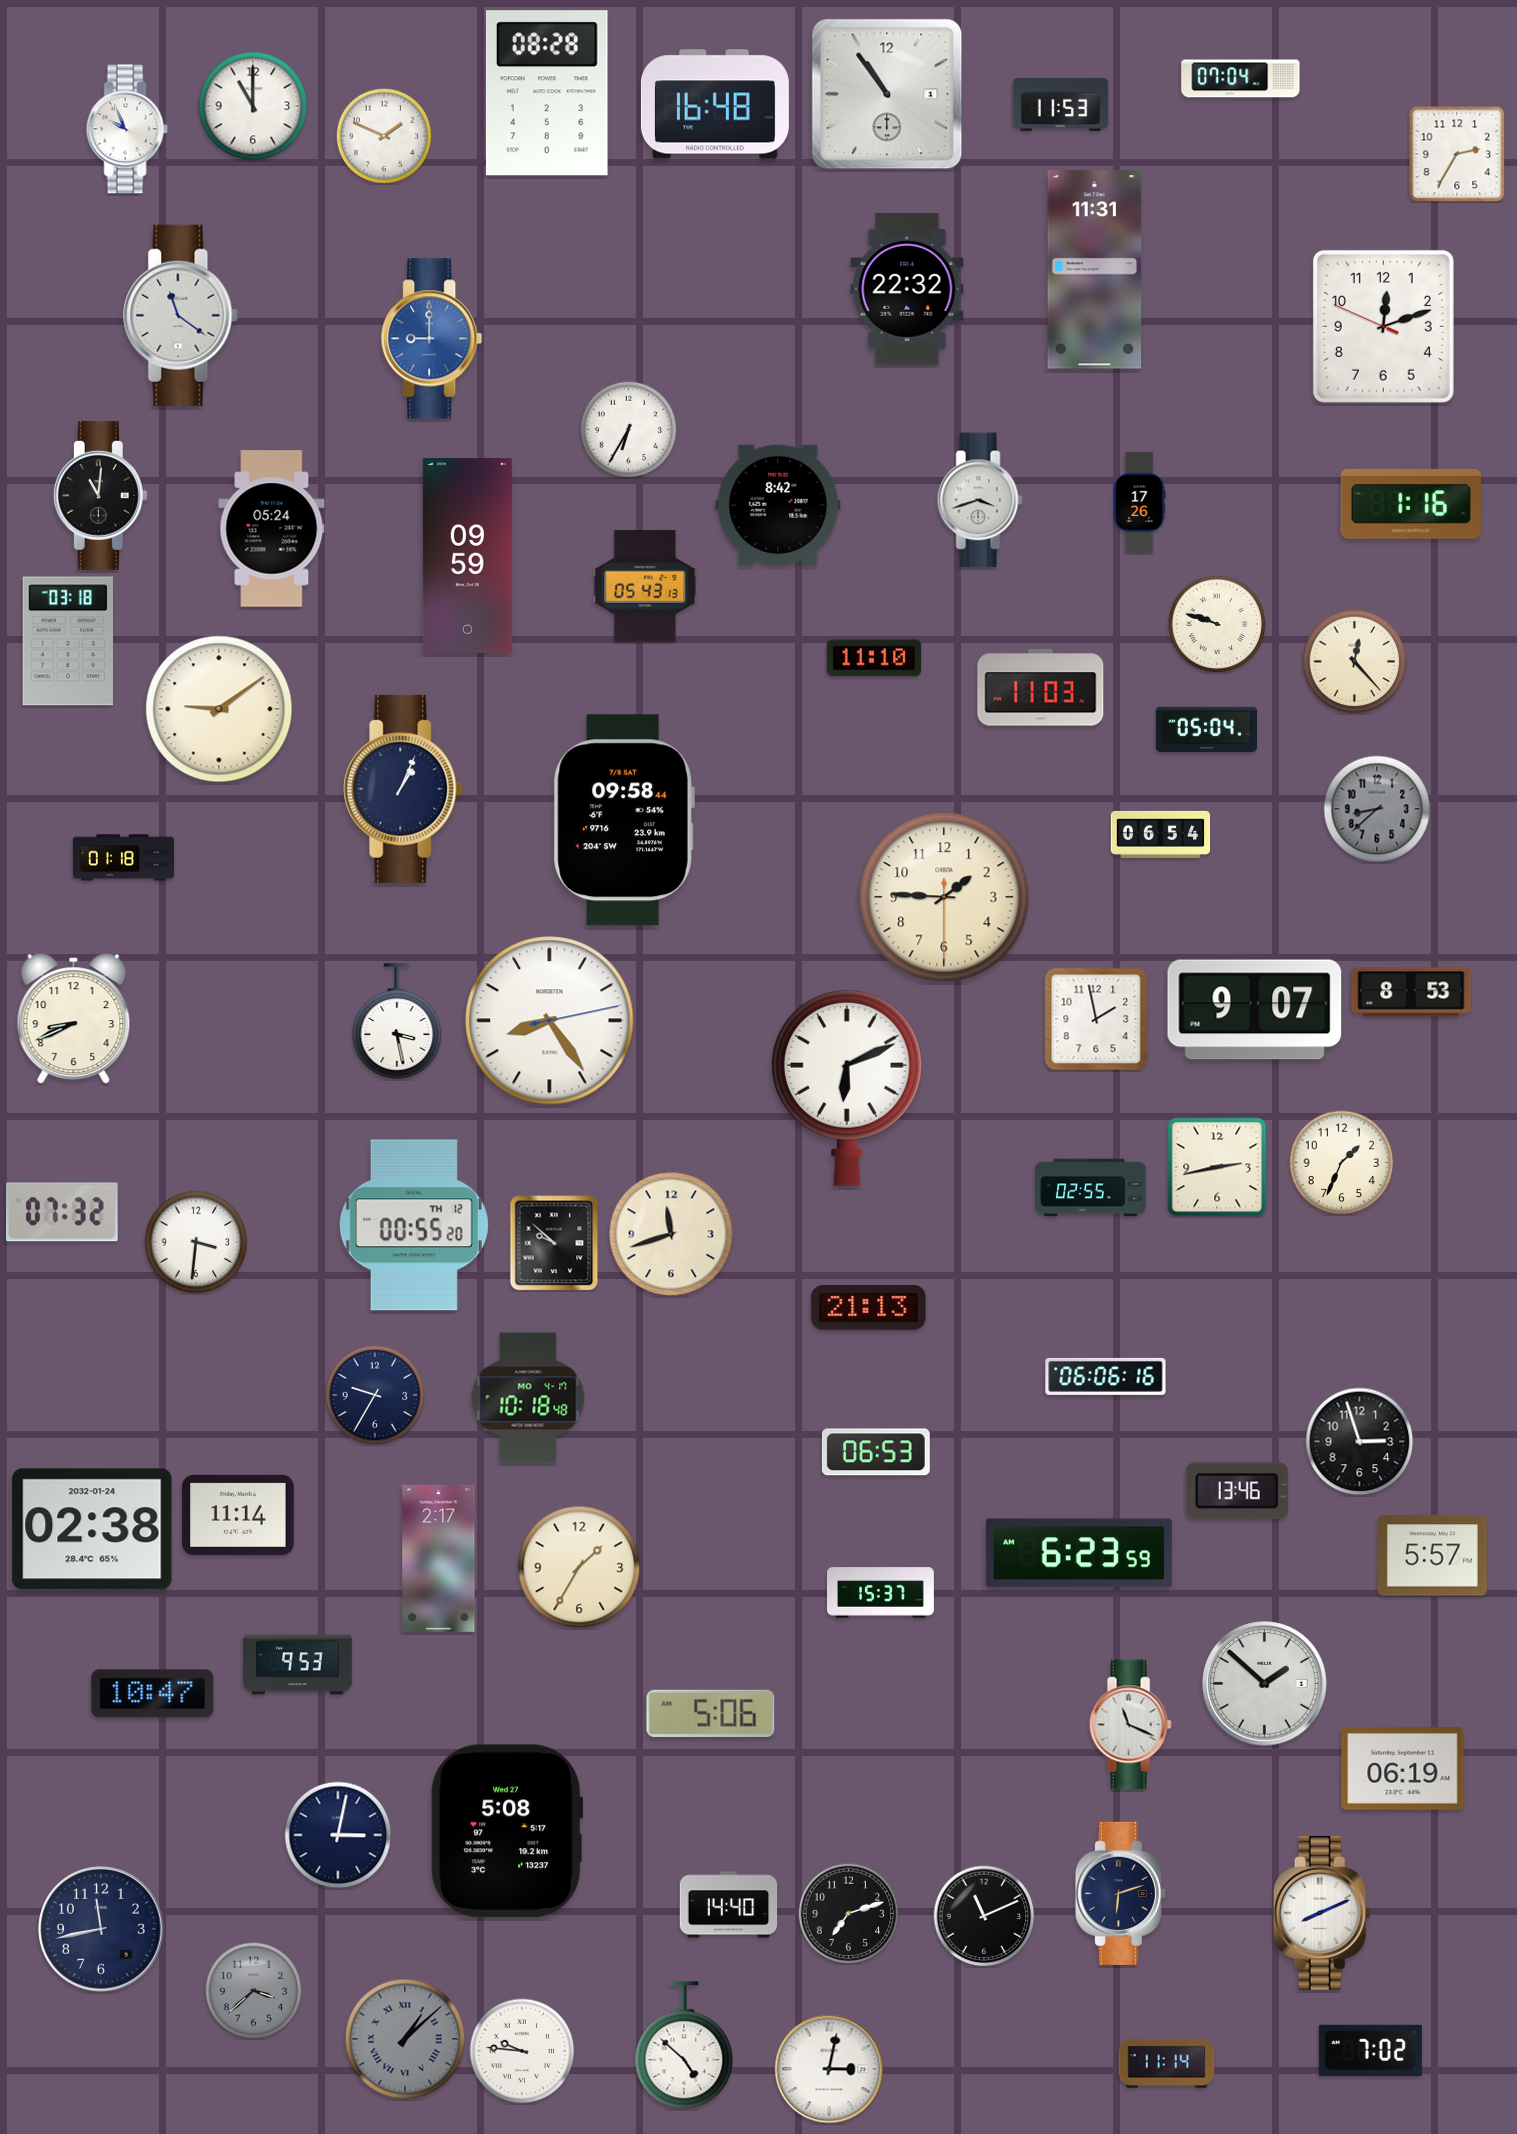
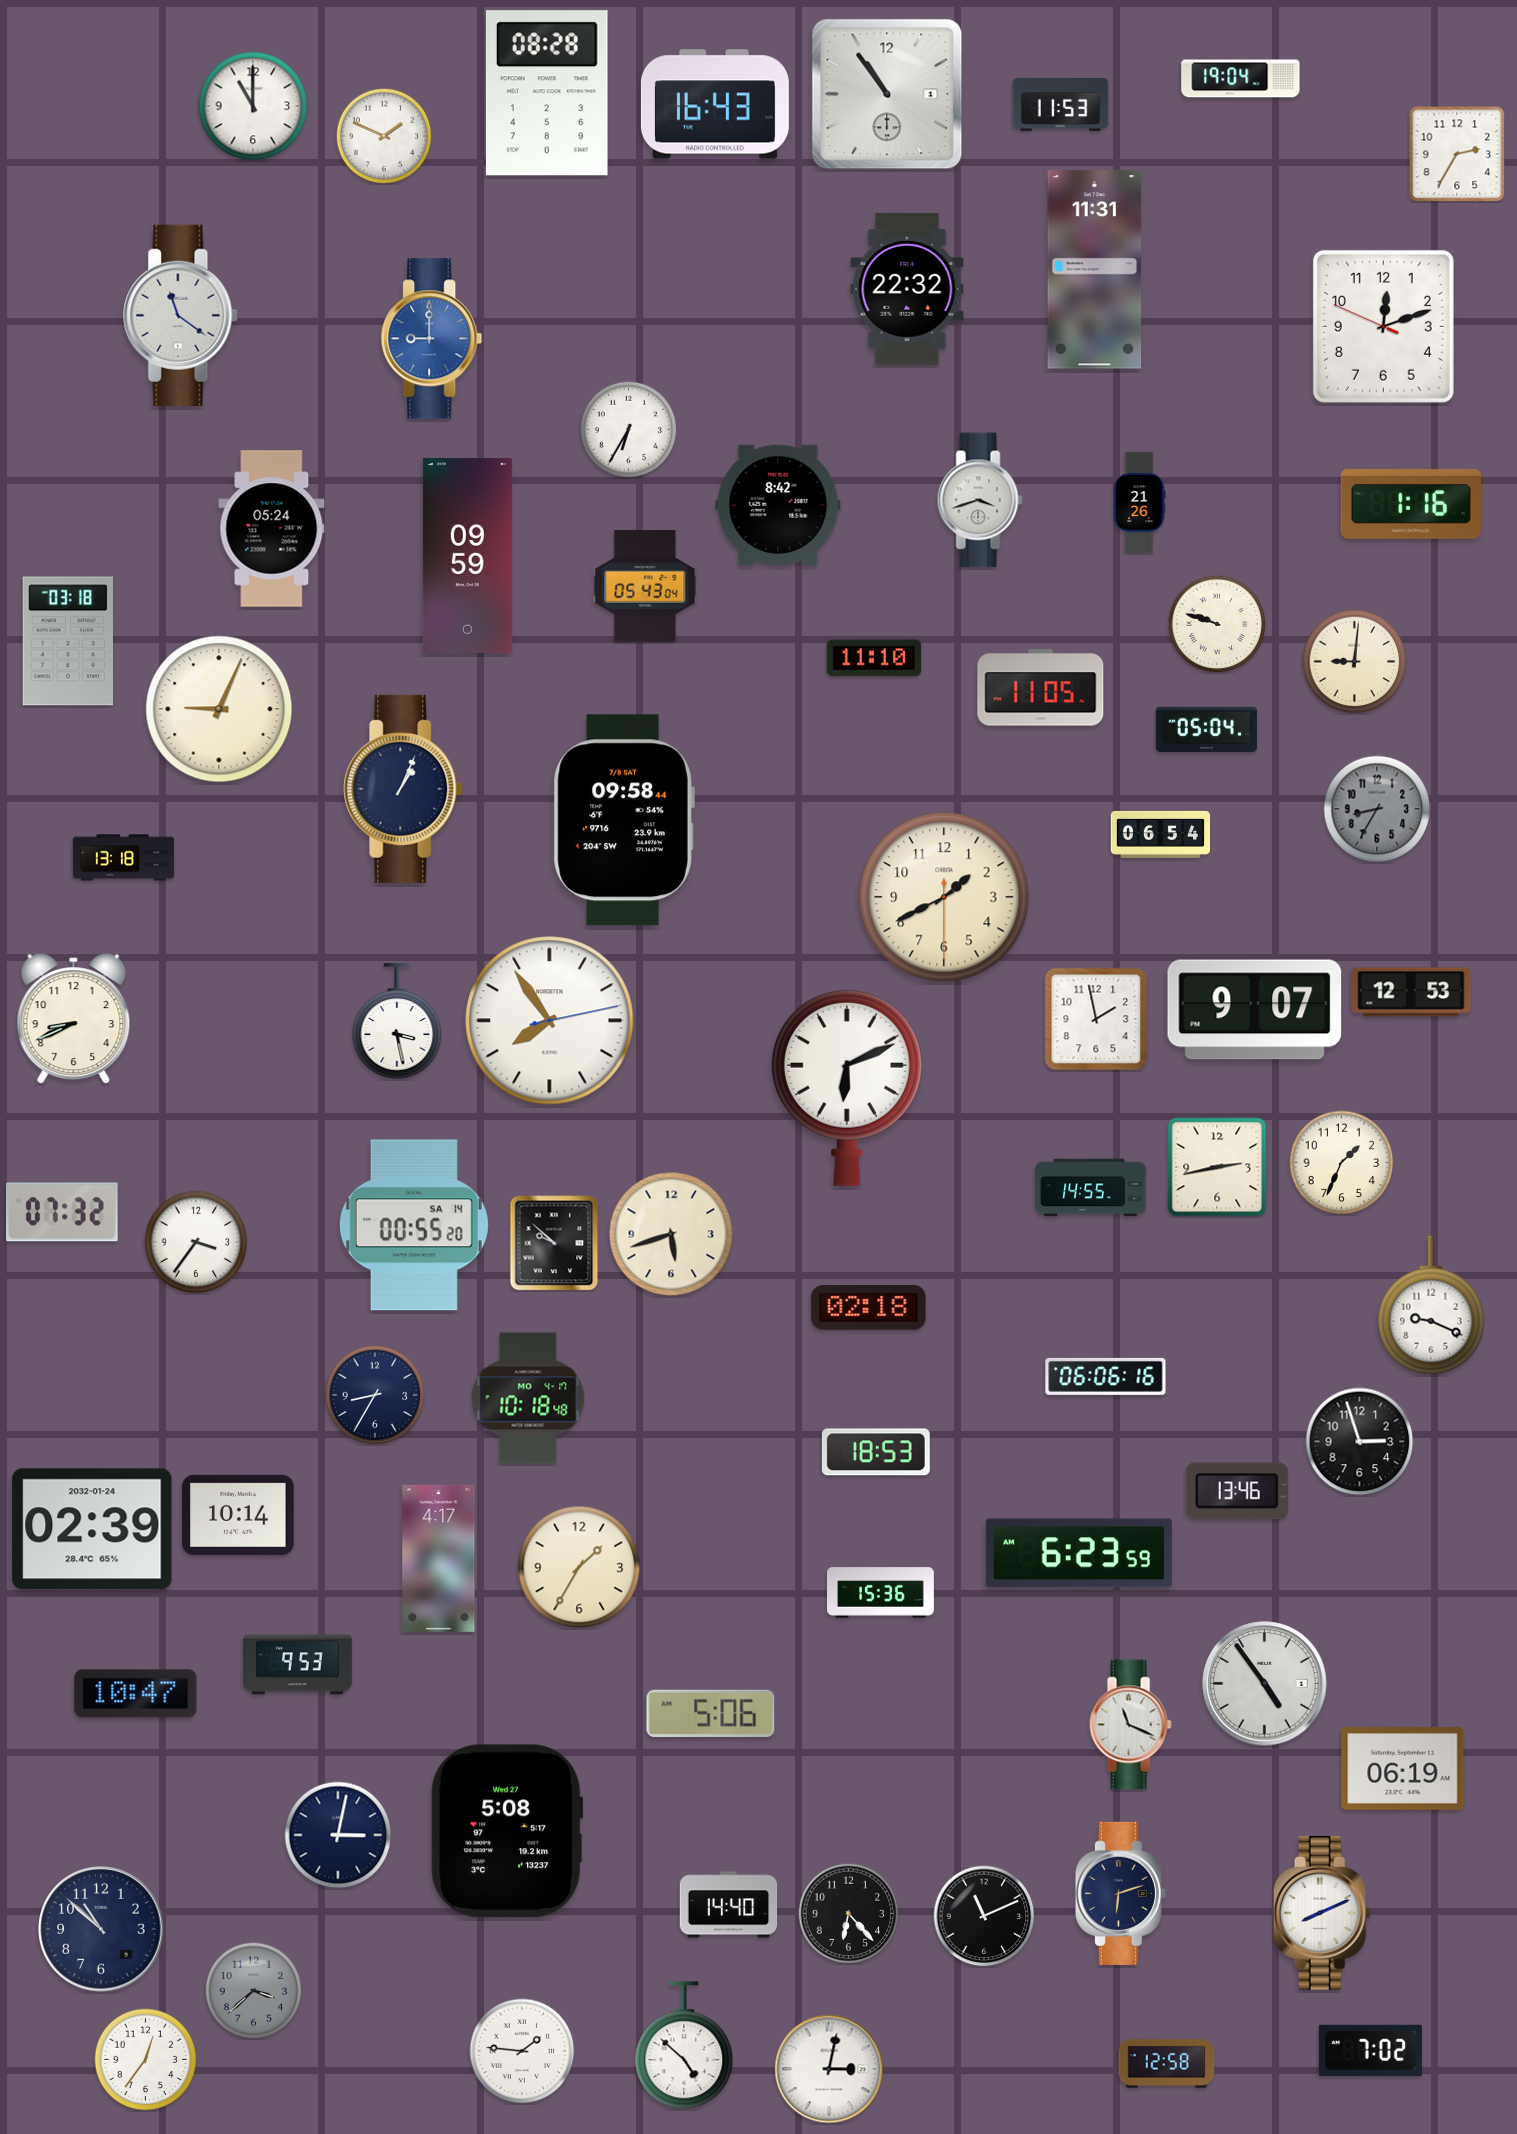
clock at (1241, 79): 07:04 -> 19:04
clock at (715, 104): 16:48 -> 16:43
clock at (127, 129): 9:56 -> none
clock at (100, 495): 11:01 -> none
clock at (1139, 502): 17:26 -> 21:26
clock at (645, 586): 05:43:13 -> 05:43:04
clock at (1355, 662): 12:23 -> 9:01
clock at (1041, 688): 11:03 -> 11:05
clock at (219, 709): 9:09 -> 9:04
clock at (1377, 809): 8:38 -> 8:35
clock at (123, 858): 01:18 -> 13:18
clock at (944, 897): 1:45 -> 1:40
clock at (1411, 992): 8:53 -> 12:53
clock at (550, 1021): 8:24 -> 7:54
clock at (1091, 1188): 02:55 -> 14:55
clock at (414, 1225) date: TH 12 -> SA 14
clock at (671, 1234): 11:42 -> 5:42
clock at (196, 1242): 3:31 -> 3:36
clock at (1431, 1305): none -> 9:19
clock at (869, 1308): 21:13 -> 02:18
clock at (375, 1395): 9:35 -> 8:35
clock at (876, 1452): 06:53 -> 18:53
clock at (238, 1515): 11:14 -> 10:14
clock at (92, 1529): 02:38 -> 02:39
clock at (1433, 1556): 5:57 -> none
clock at (439, 1558): 2:17 -> 4:17
clock at (881, 1593): 15:37 -> 15:36
clock at (1265, 1684): 1:52 -> 4:54
clock at (153, 1694) position: (153, 1694) -> (136, 1694)
clock at (849, 1914): 7:12 -> 6:23
clock at (101, 1929): 11:43 -> 10:52
clock at (405, 2039): 1:08 -> none
clock at (522, 2051): 9:46 -> 1:46
clock at (146, 2060): none -> 12:36
clock at (1167, 2064): 11:14 -> 12:58
